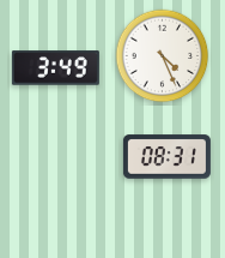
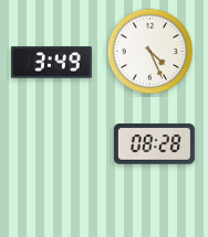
clock at (166, 157): 08:31 -> 08:28
